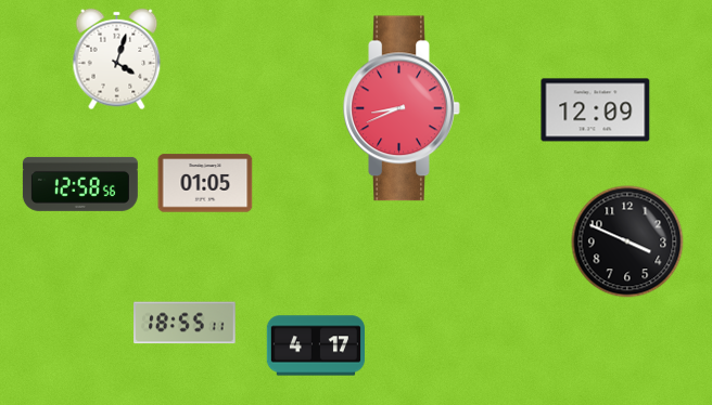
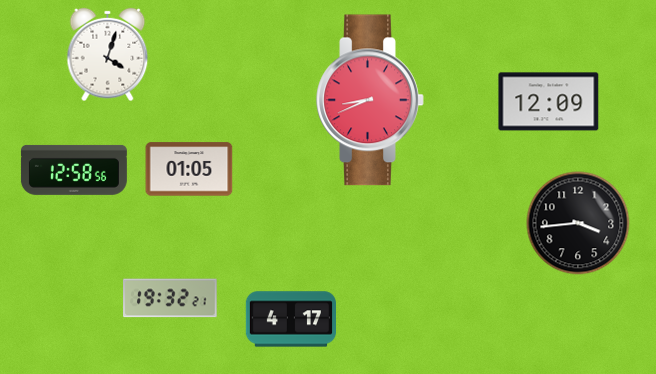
clock at (627, 241): 3:49 -> 3:44
clock at (185, 323): 18:55 -> 19:32
